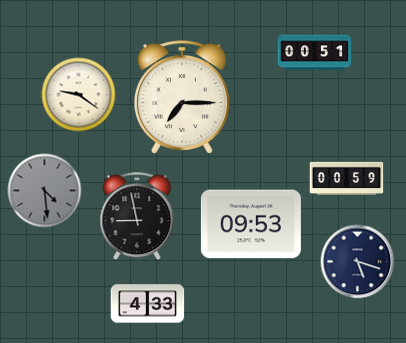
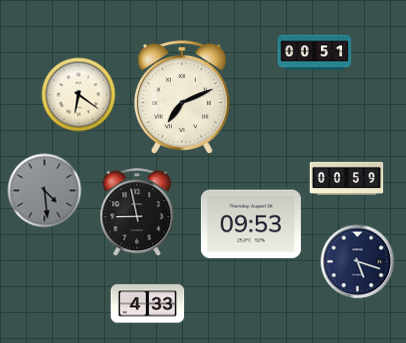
clock at (79, 95): 9:21 -> 6:21
clock at (182, 97): 7:15 -> 7:11
clock at (137, 217) position: (137, 217) -> (137, 213)
